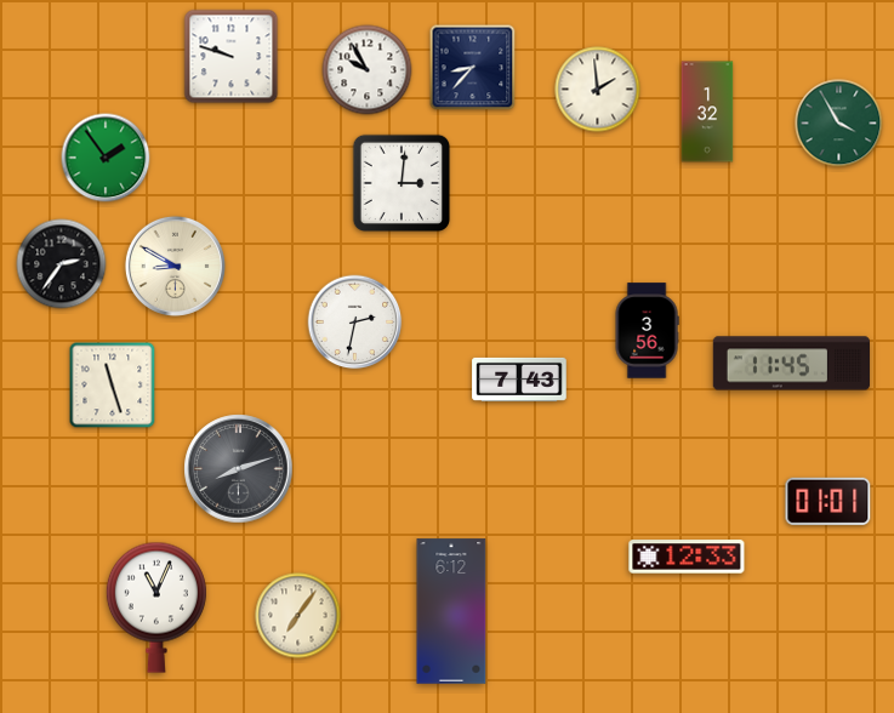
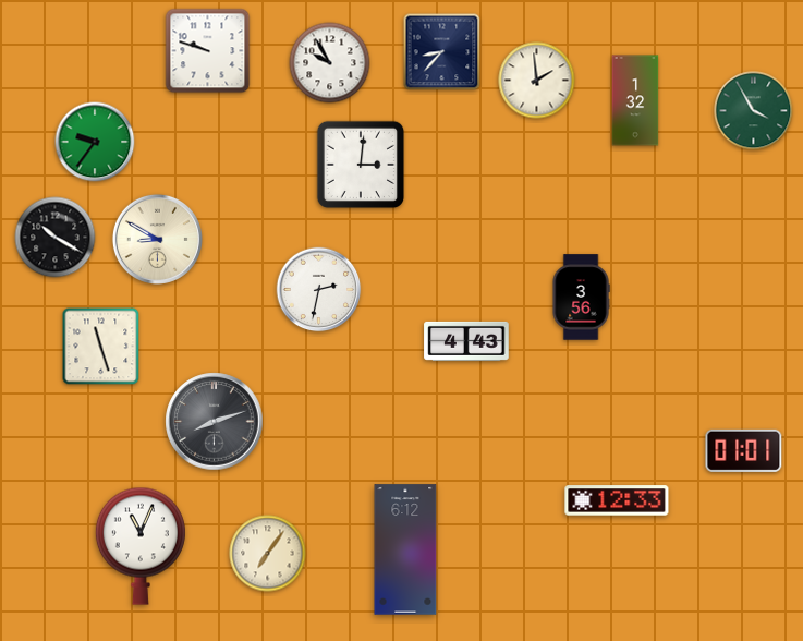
clock at (473, 68) position: (473, 68) -> (442, 52)
clock at (106, 158): 1:54 -> 9:36
clock at (62, 264): 2:36 -> 10:20
clock at (791, 364): 11:45 -> none
clock at (519, 380): 7:43 -> 4:43
